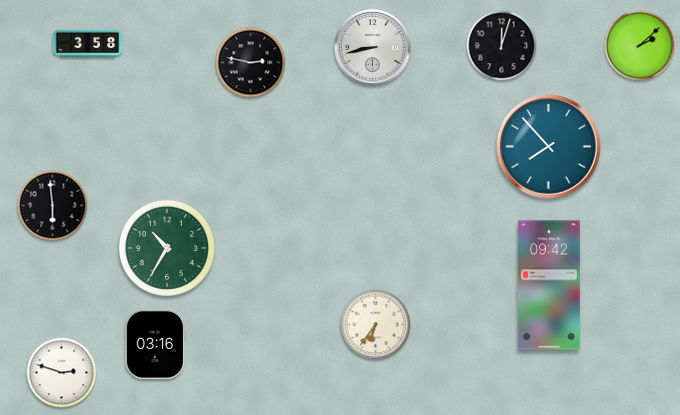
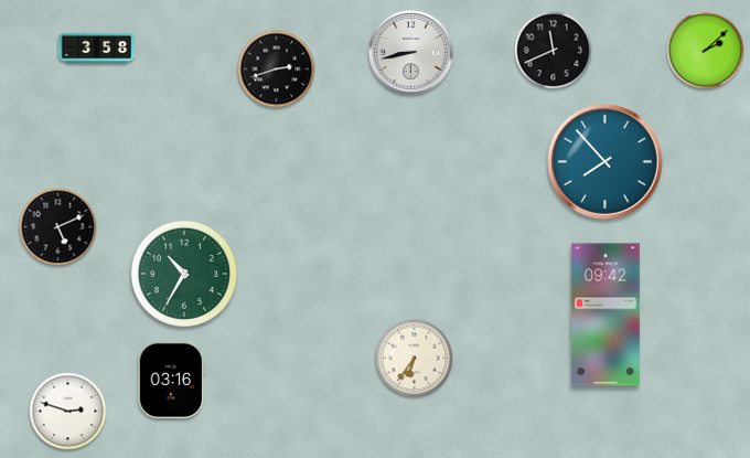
clock at (502, 46): 12:03 -> 11:41
clock at (251, 63): 2:47 -> 2:42
clock at (53, 206): 5:59 -> 5:11
